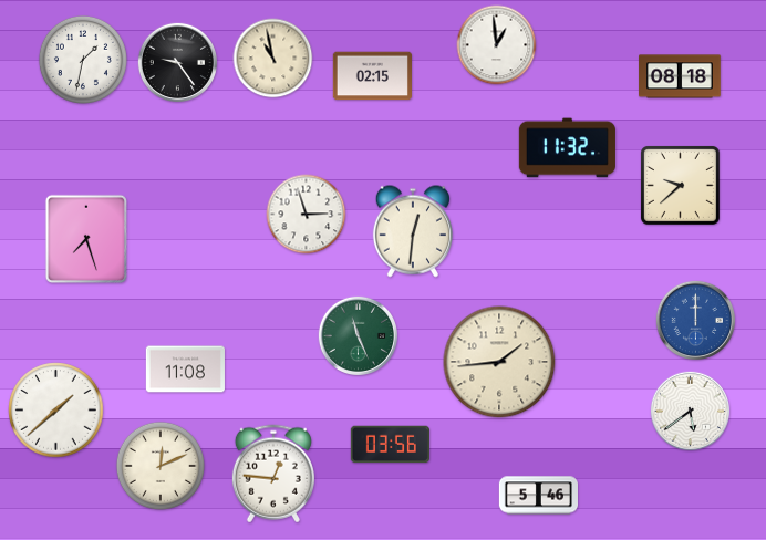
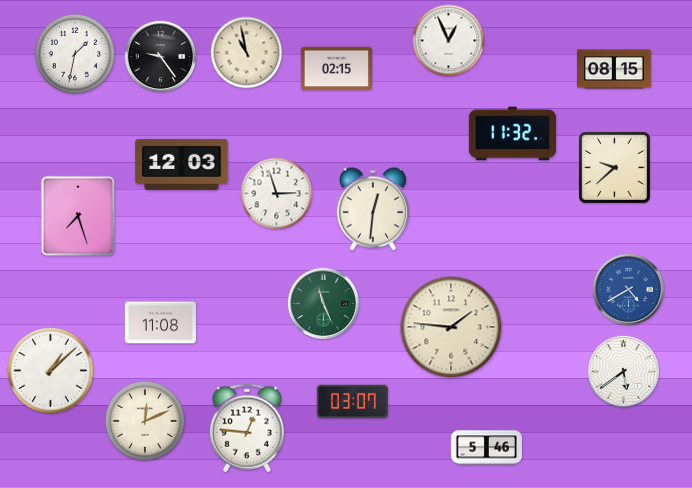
clock at (497, 45): 12:59 -> 12:56
clock at (681, 76): 08:18 -> 08:15
clock at (182, 164): none -> 12:03
clock at (695, 320): 12:00 -> 4:40
clock at (499, 362): 1:44 -> 1:46
clock at (185, 370) position: (185, 370) -> (160, 323)
clock at (56, 411): 1:38 -> 1:08
clock at (390, 445): 03:56 -> 03:07
